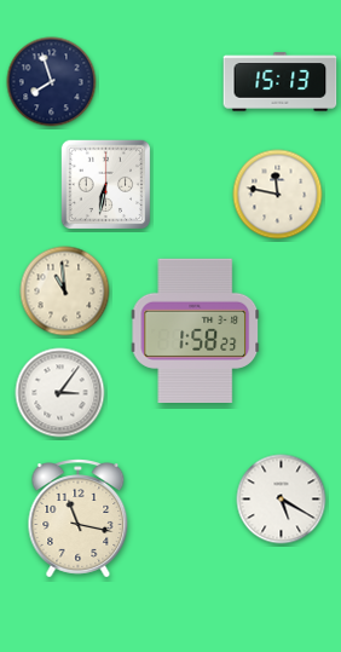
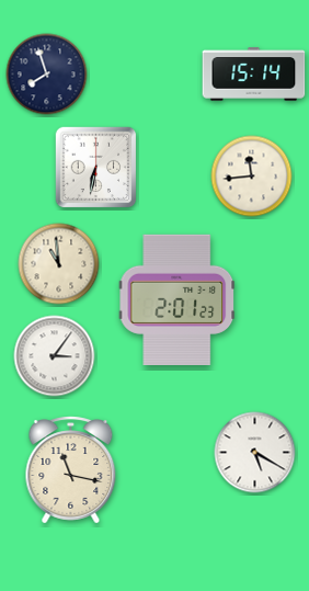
clock at (281, 82): 15:13 -> 15:14
clock at (278, 195): 11:47 -> 11:44
clock at (196, 330): 1:58 -> 2:01
